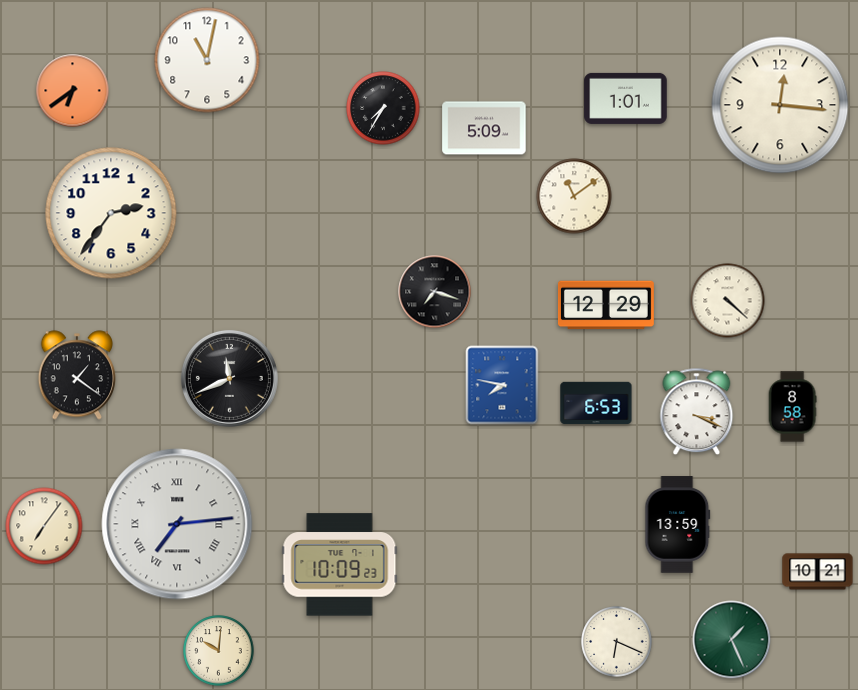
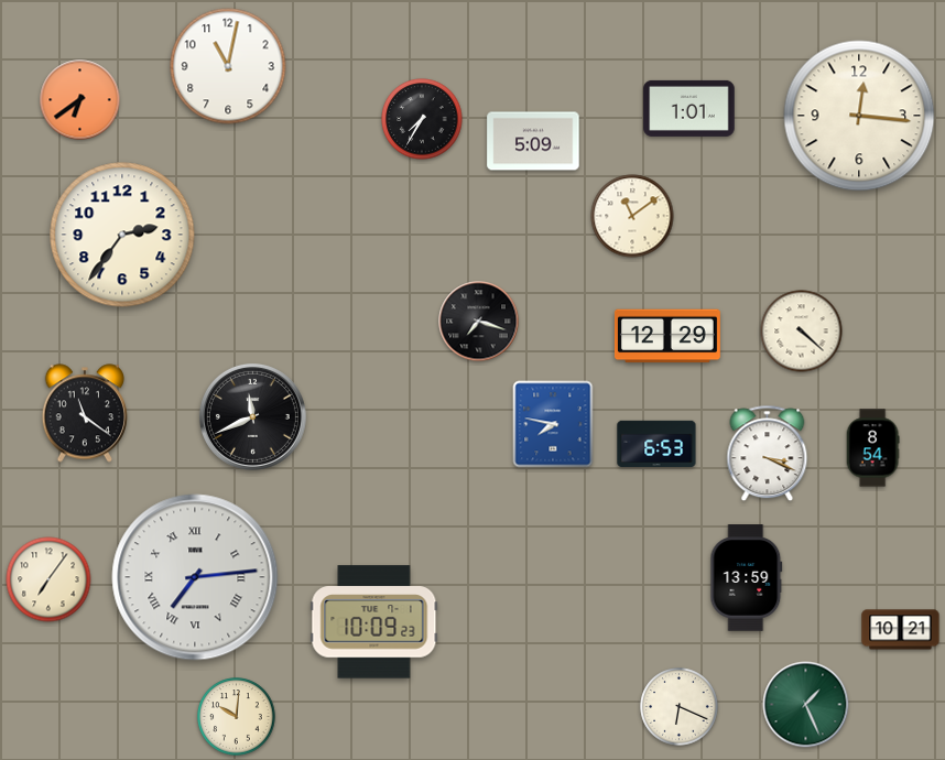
clock at (76, 375): 1:21 -> 11:21
clock at (792, 407): 8:58 -> 8:54
clock at (219, 651) position: (219, 651) -> (237, 717)
